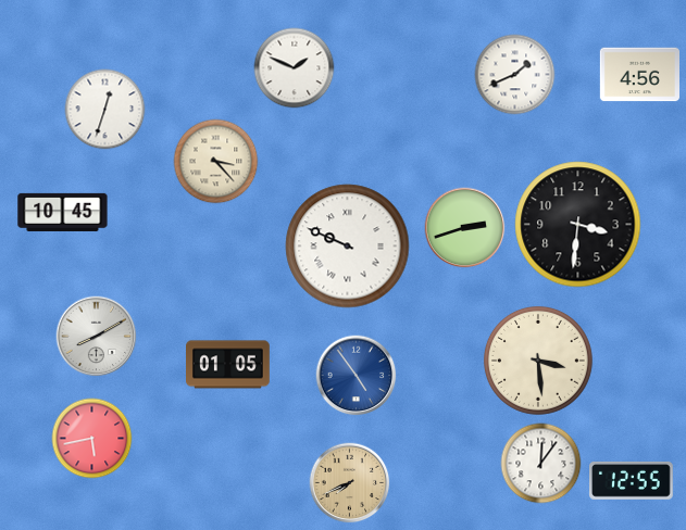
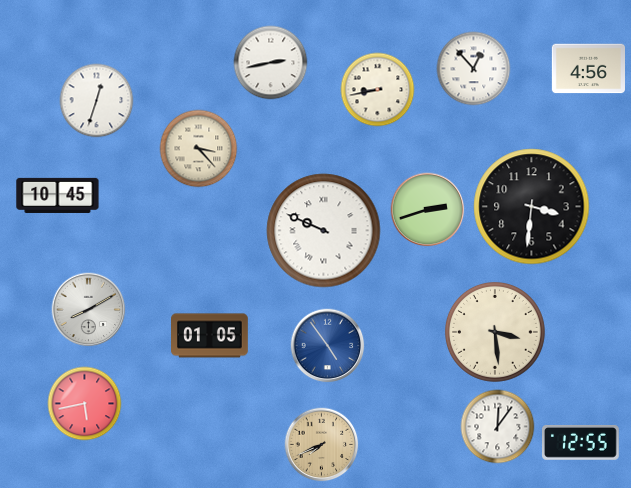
clock at (295, 68): 1:49 -> 2:43
clock at (515, 75): 1:41 -> 12:53
clock at (378, 90): none -> 8:43
clock at (348, 247) position: (348, 247) -> (324, 231)
